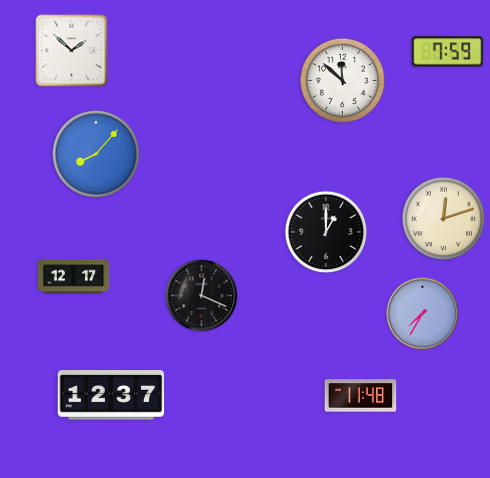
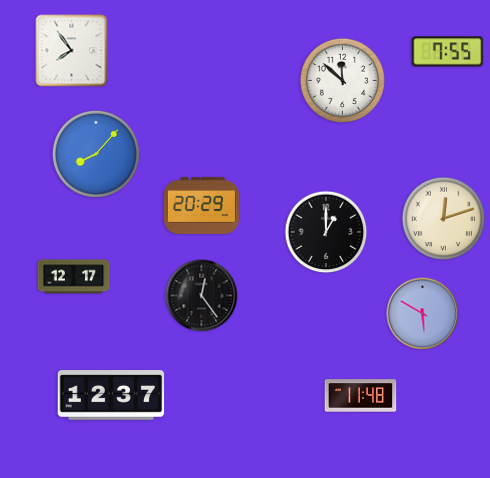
clock at (72, 51): 1:52 -> 7:54
clock at (448, 52): 7:59 -> 7:55
clock at (201, 205): none -> 20:29
clock at (202, 296): 12:19 -> 12:24
clock at (423, 314): 7:35 -> 5:50
